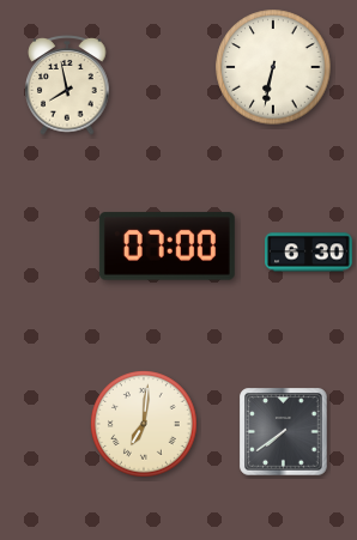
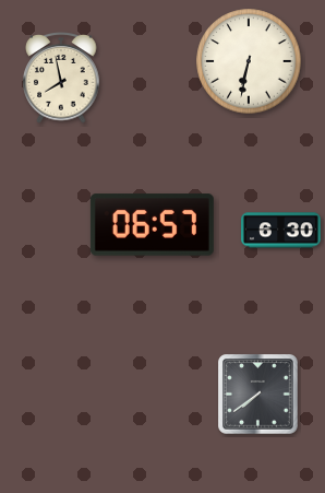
clock at (167, 247): 07:00 -> 06:57
clock at (145, 425): 7:01 -> none
